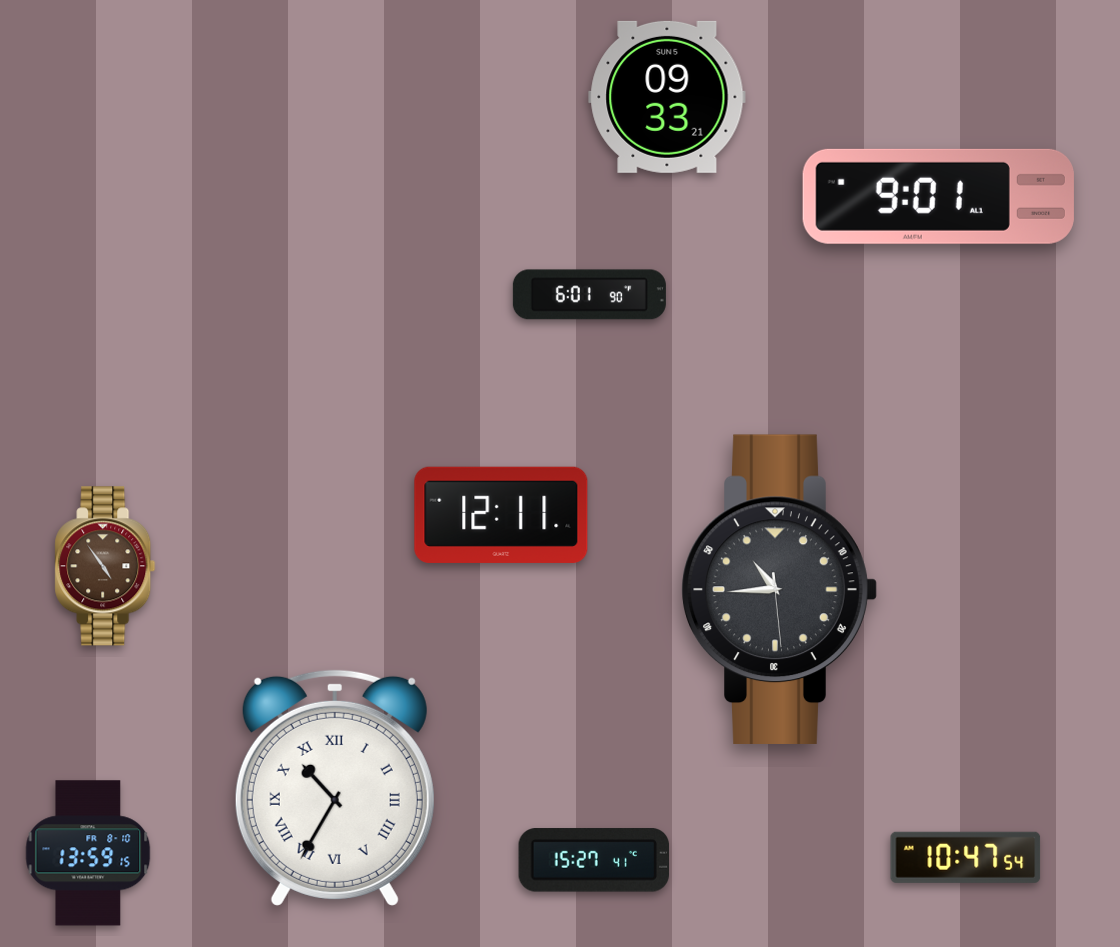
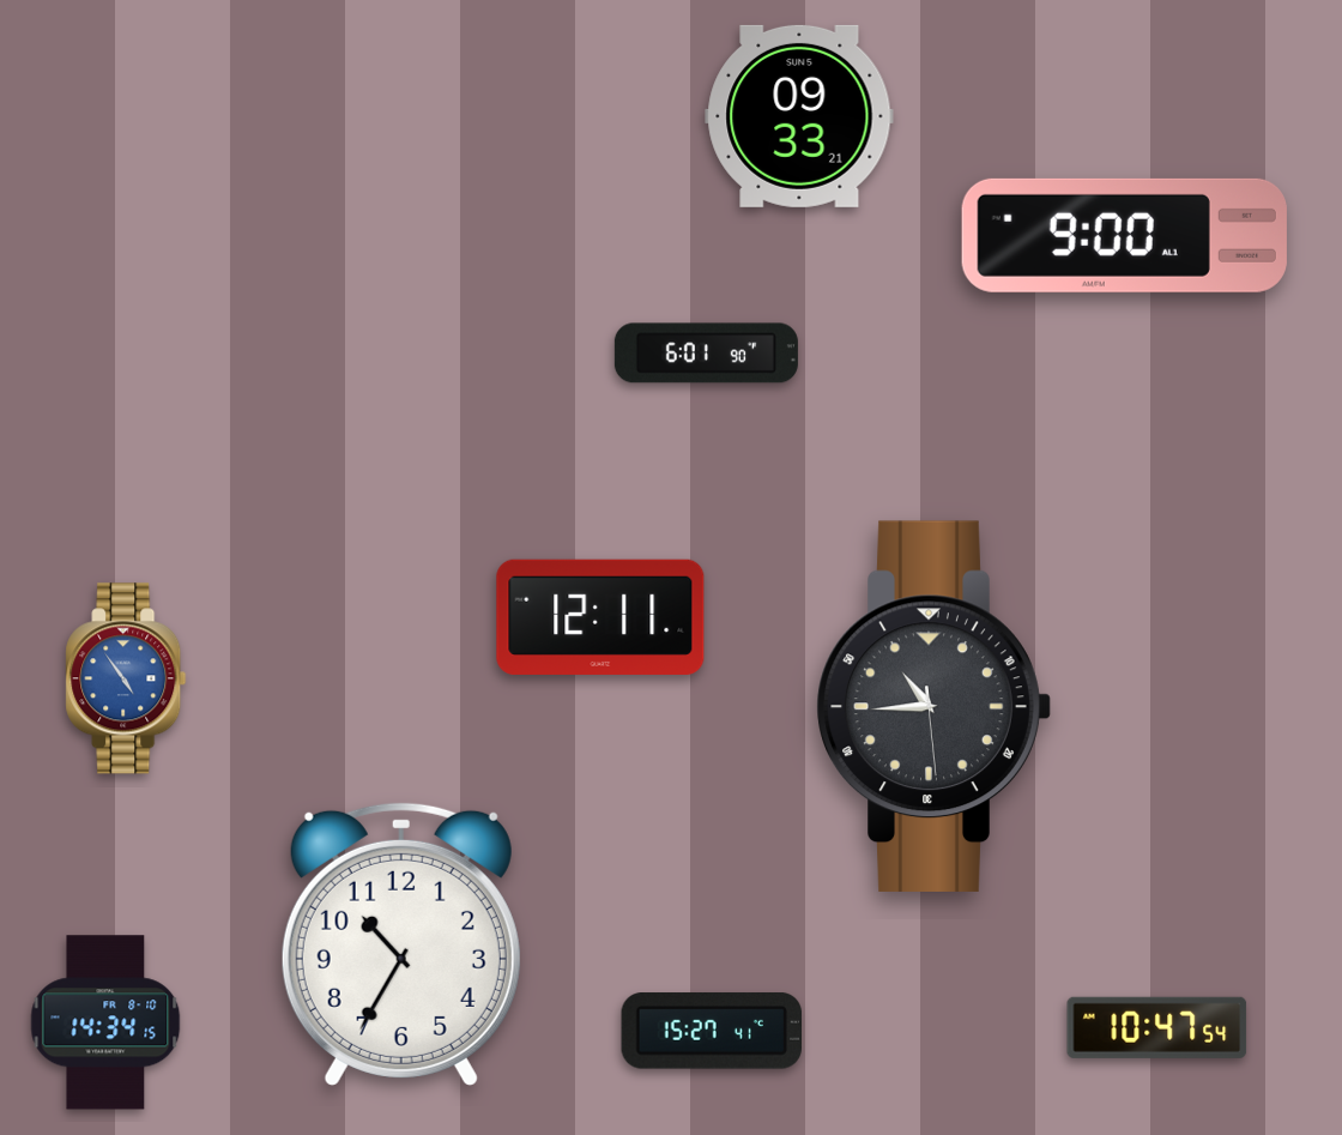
clock at (938, 196): 9:01 -> 9:00
clock at (105, 566) dial: brown -> blue
clock at (335, 788) numerals: Roman -> Arabic
clock at (88, 853): 13:59 -> 14:34
